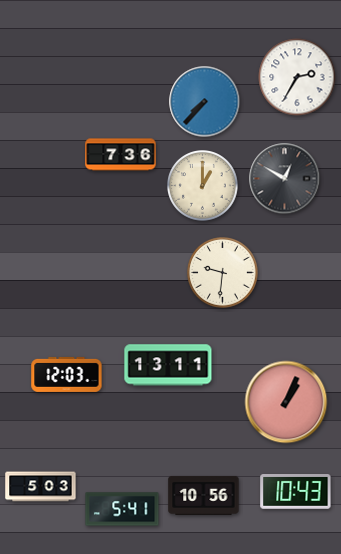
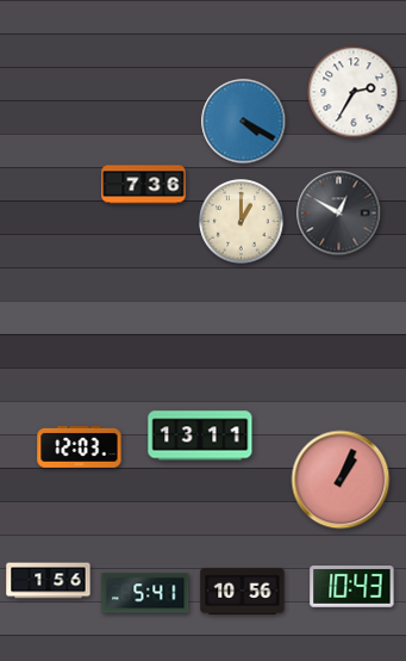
clock at (205, 102): 7:37 -> 4:20
clock at (223, 273): 9:31 -> none
clock at (41, 487): 5:03 -> 1:56
clock at (122, 509) position: (122, 509) -> (145, 593)
